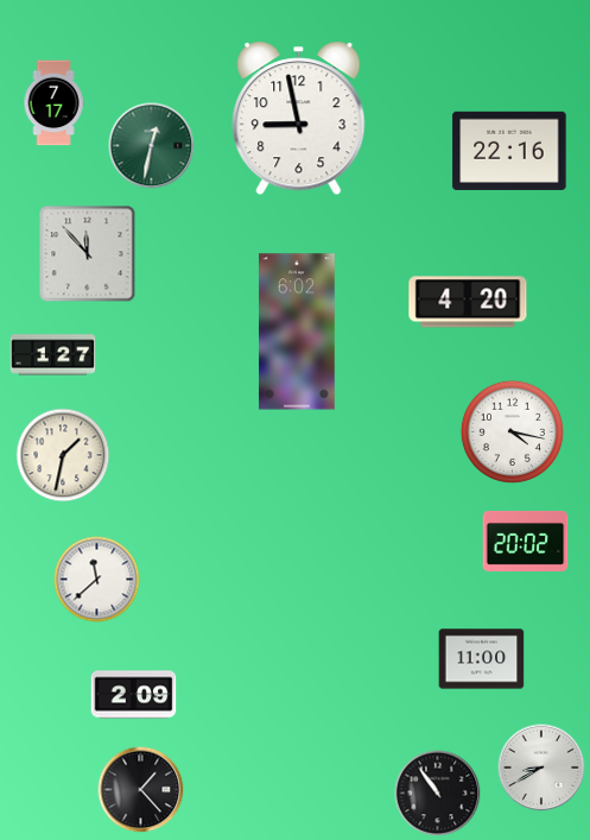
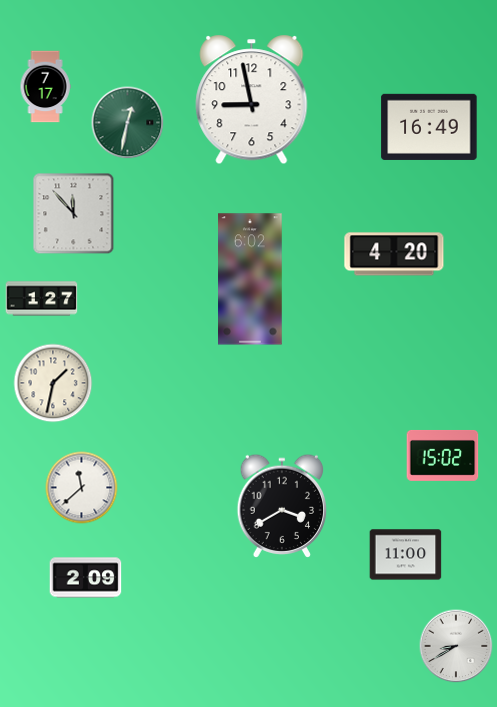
clock at (509, 151): 22:16 -> 16:49
clock at (53, 355) position: (53, 355) -> (42, 299)
clock at (512, 431): 4:17 -> none
clock at (526, 541): 20:02 -> 15:02
clock at (282, 505): none -> 3:40
clock at (134, 695) position: (134, 695) -> (86, 578)
clock at (141, 790): 1:23 -> none
clock at (438, 794): 10:54 -> none
